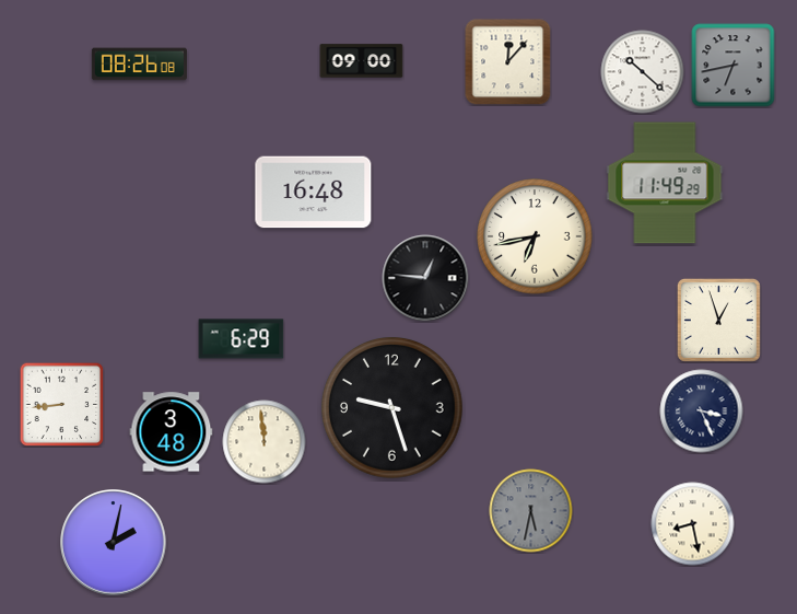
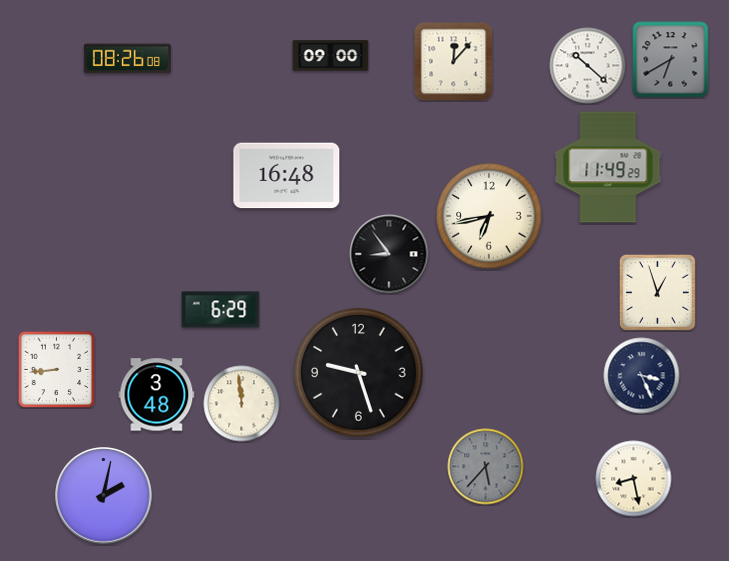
clock at (508, 62) position: (508, 62) -> (454, 62)
clock at (734, 66): 6:43 -> 6:40
clock at (425, 278): 12:46 -> 8:54
clock at (531, 511): 5:32 -> 5:37
